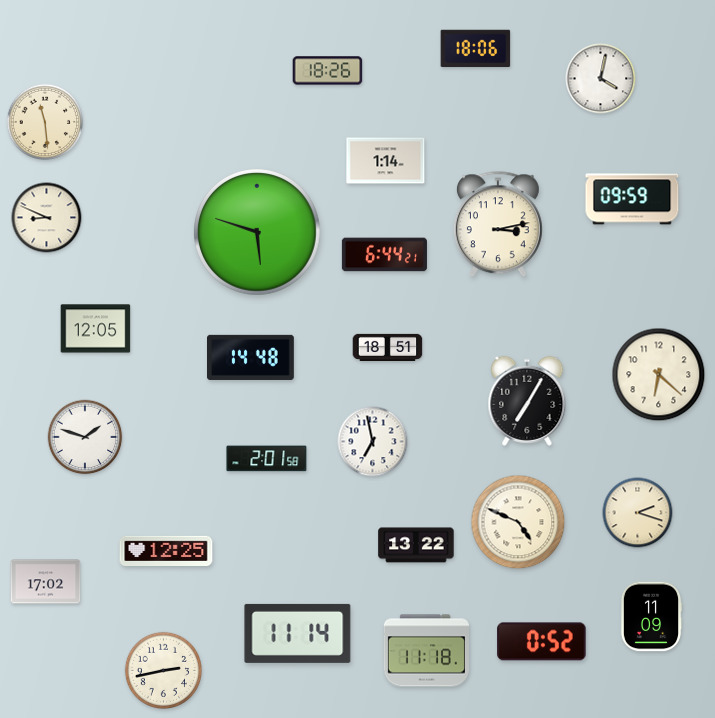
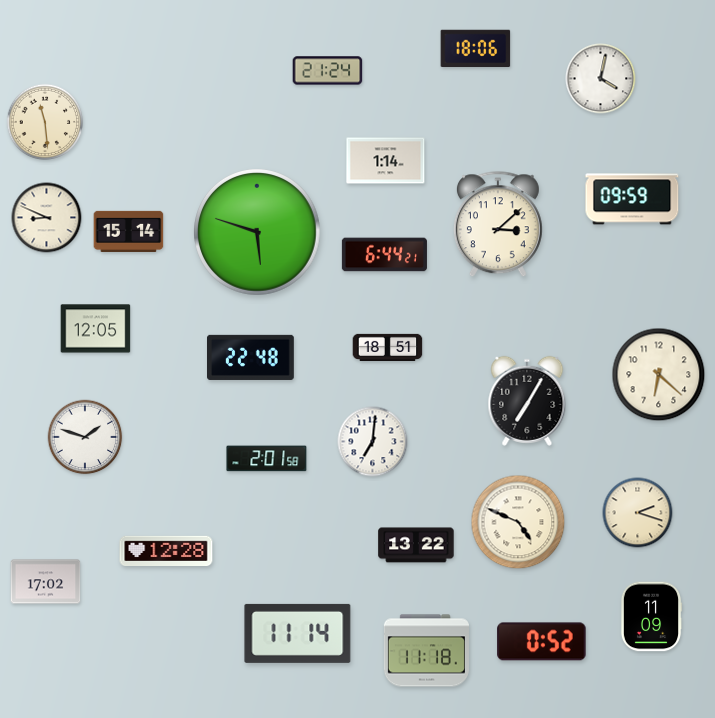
clock at (328, 71): 18:26 -> 21:24
clock at (498, 225): 3:13 -> 3:08
clock at (129, 231): none -> 15:14
clock at (251, 357): 14:48 -> 22:48
clock at (373, 442): 6:58 -> 7:01
clock at (166, 550): 12:25 -> 12:28
clock at (163, 670): 2:43 -> none
